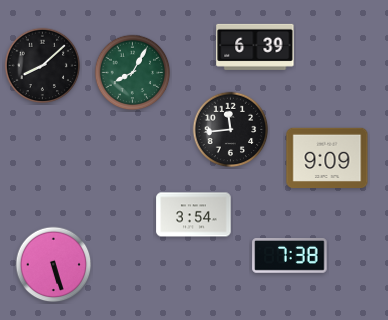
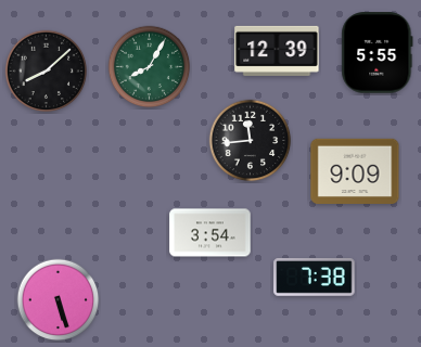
clock at (255, 47): 6:39 -> 12:39
clock at (378, 53): none -> 5:55
clock at (133, 73) position: (133, 73) -> (150, 67)
clock at (54, 265) position: (54, 265) -> (59, 300)
